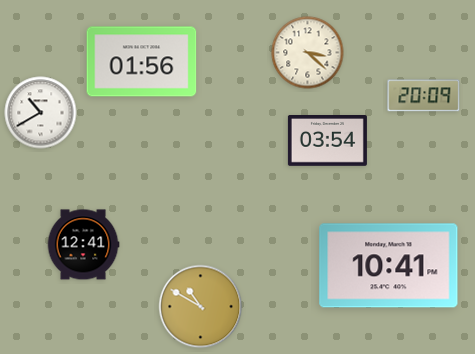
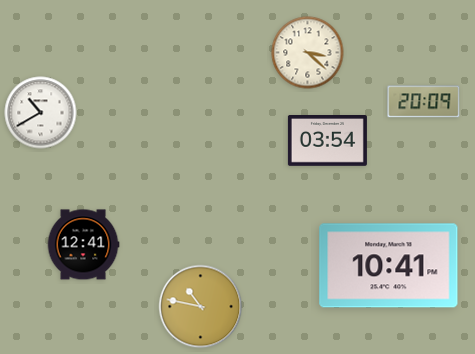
clock at (142, 62): 01:56 -> none
clock at (424, 96) position: (424, 96) -> (424, 102)
clock at (201, 307): 10:50 -> 10:47
